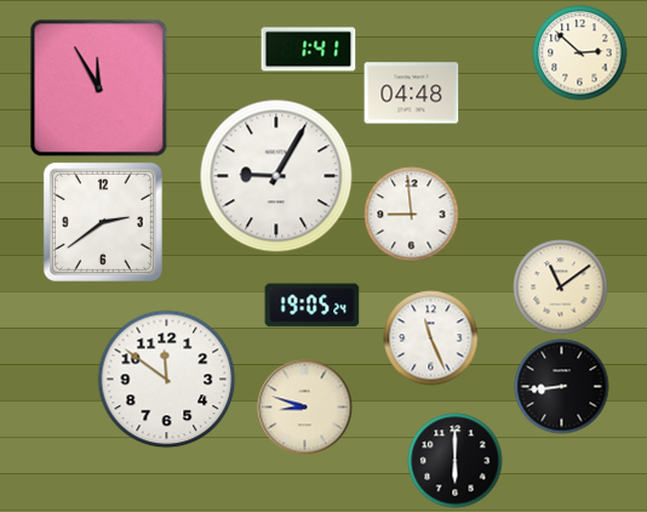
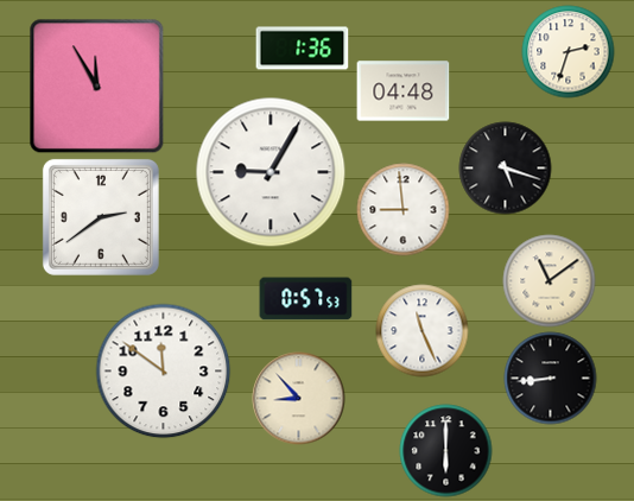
clock at (308, 50): 1:41 -> 1:36
clock at (579, 52): 2:52 -> 2:33
clock at (505, 167): none -> 5:18
clock at (311, 306): 19:05 -> 0:57
clock at (304, 406): 8:48 -> 8:53
